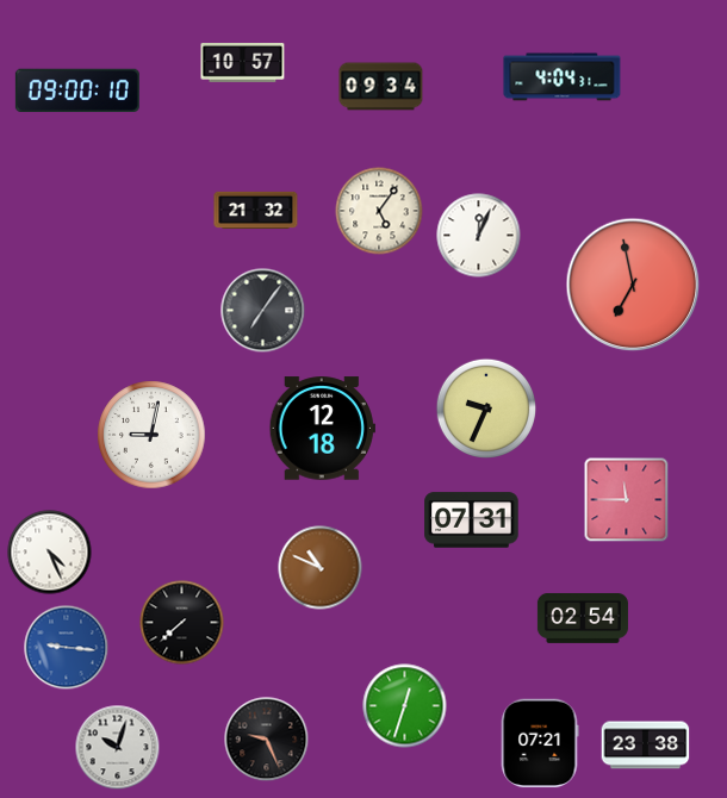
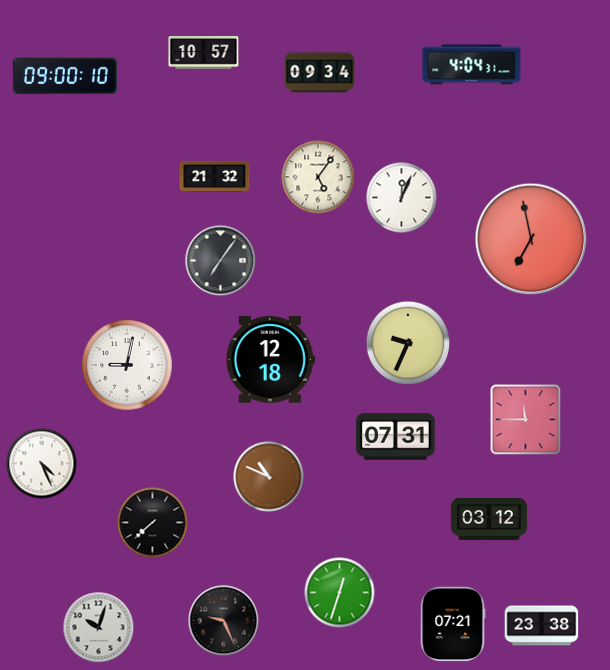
clock at (583, 618): 02:54 -> 03:12
clock at (67, 648): 9:16 -> none
